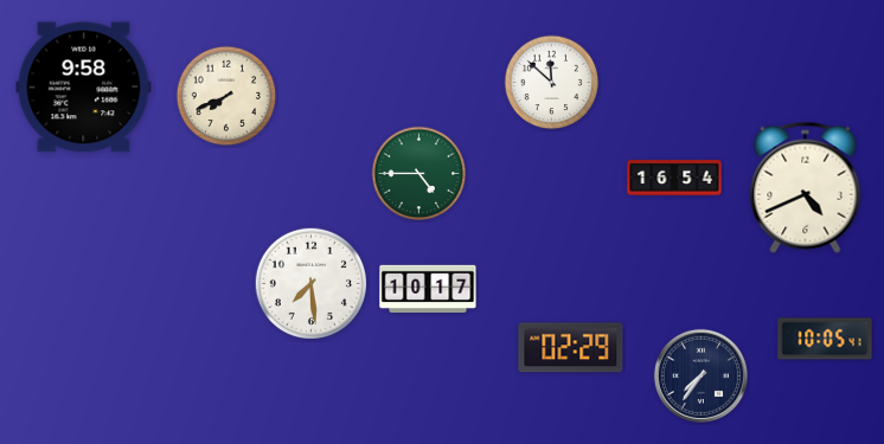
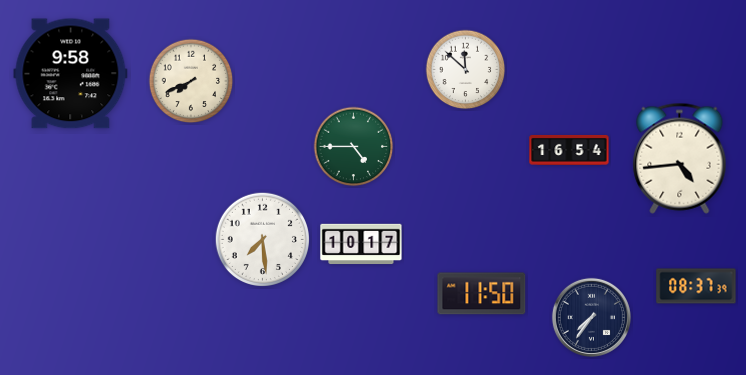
clock at (806, 187): 4:41 -> 4:44
clock at (825, 339): 10:05 -> 08:37
clock at (571, 348): 02:29 -> 11:50
